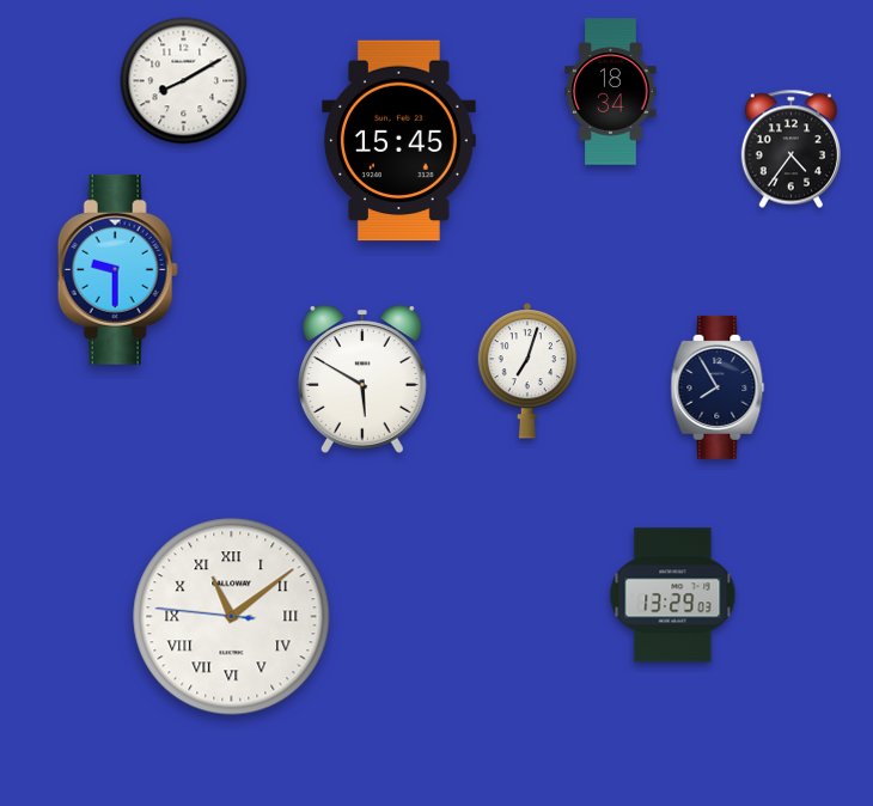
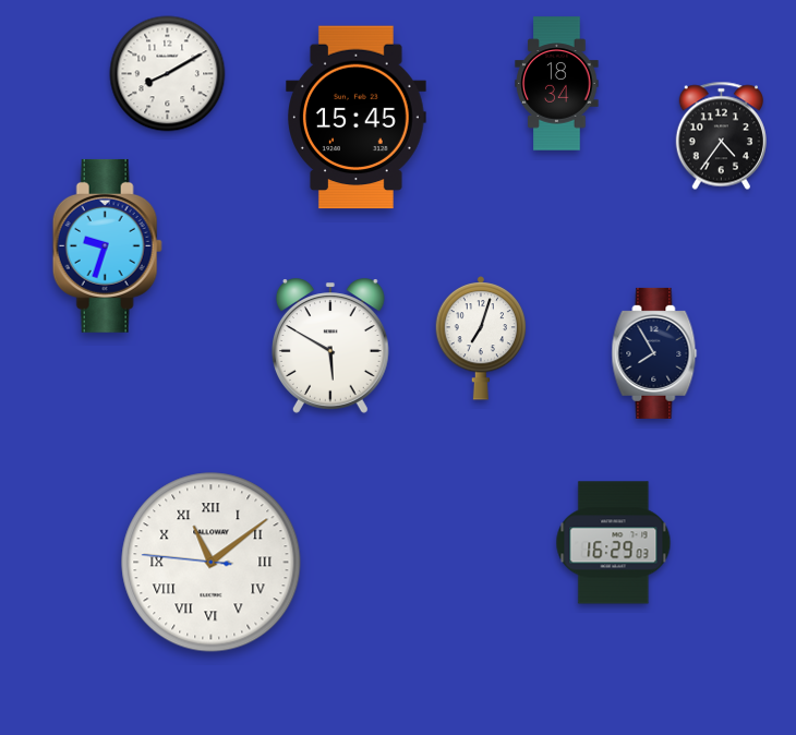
clock at (399, 141) position: (399, 141) -> (357, 118)
clock at (117, 269): 9:30 -> 9:33
clock at (673, 596): 13:29 -> 16:29
